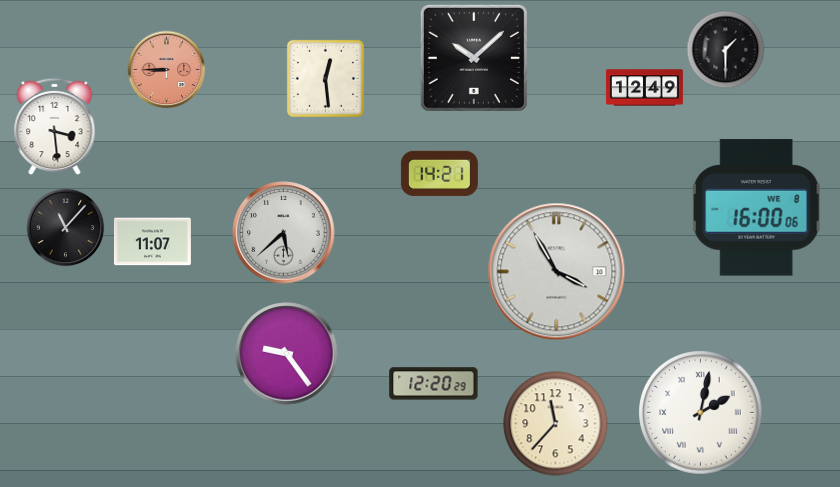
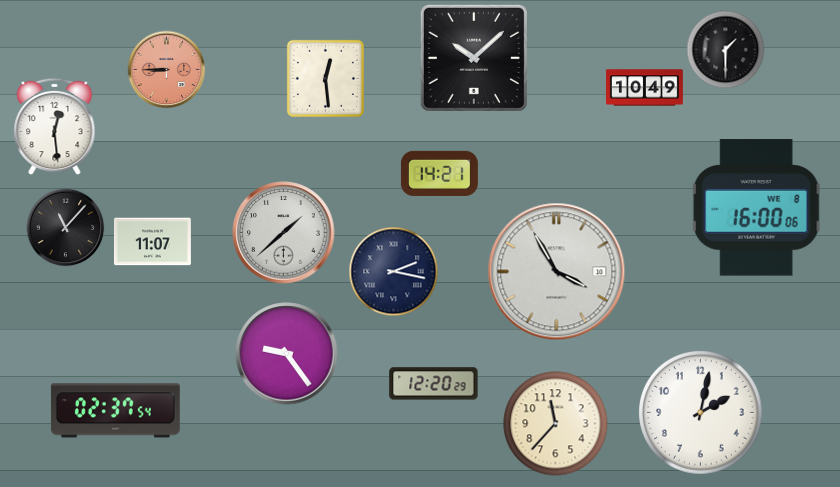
clock at (644, 88): 12:49 -> 10:49
clock at (55, 126): 3:29 -> 12:29
clock at (284, 233): 5:38 -> 1:38
clock at (393, 271): none -> 2:17
clock at (115, 411): none -> 02:37
clock at (701, 413) numerals: Roman -> Arabic
